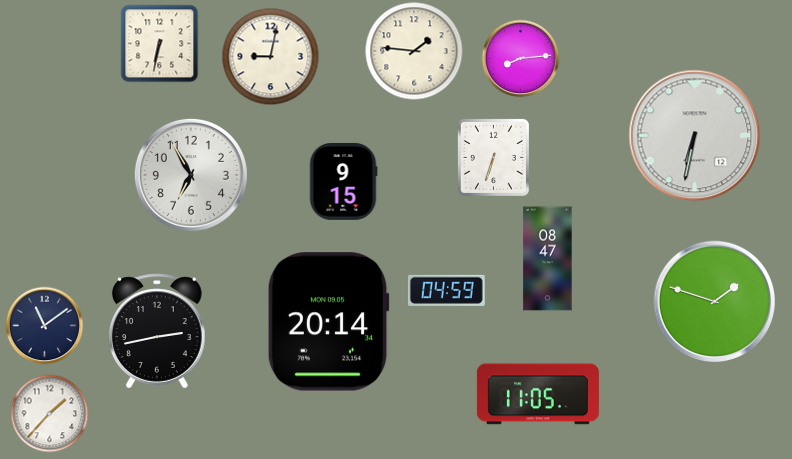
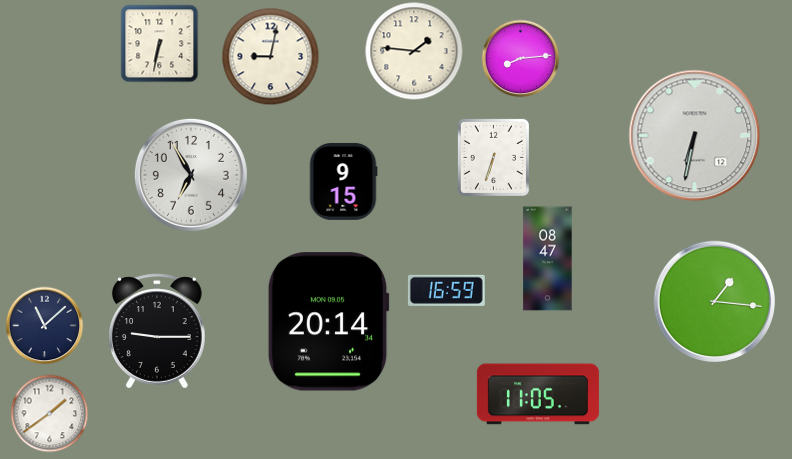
clock at (446, 290): 04:59 -> 16:59
clock at (715, 302): 1:48 -> 1:16
clock at (44, 325): 11:09 -> 11:08
clock at (158, 331): 2:43 -> 9:15
clock at (49, 413): 1:37 -> 1:39
